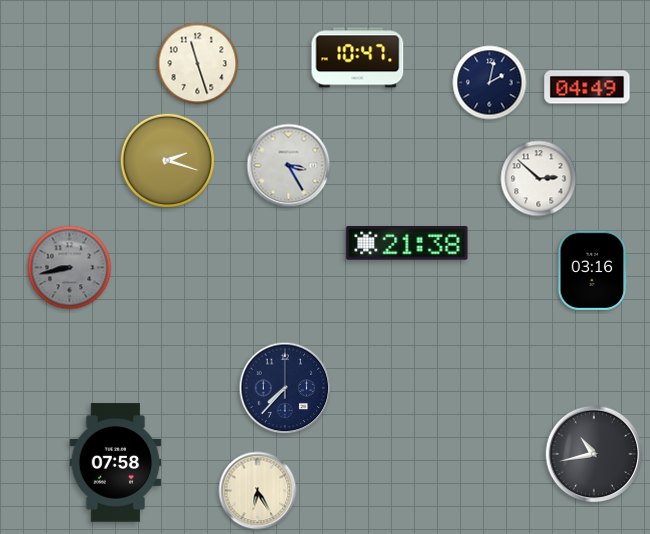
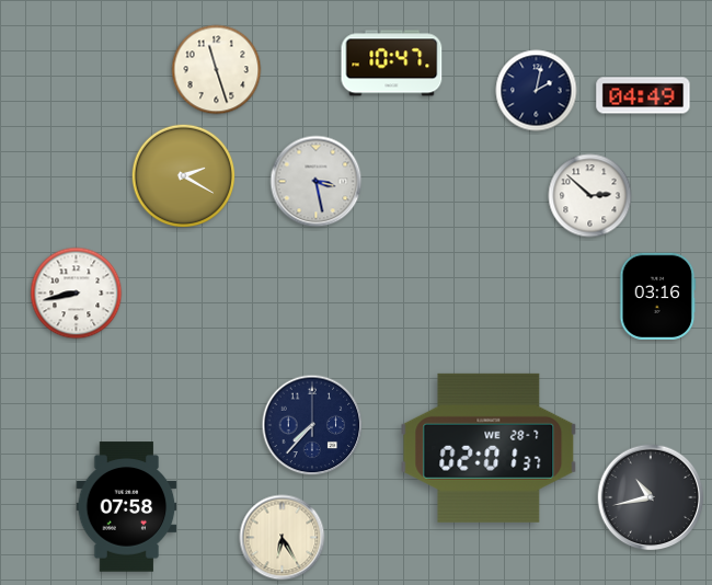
clock at (168, 161): 2:18 -> 2:20
clock at (289, 166): 3:25 -> 3:28
clock at (407, 244): 21:38 -> none
clock at (70, 268) dial: grey -> white
clock at (593, 270) position: (593, 270) -> (658, 296)
clock at (489, 448): none -> 02:01
